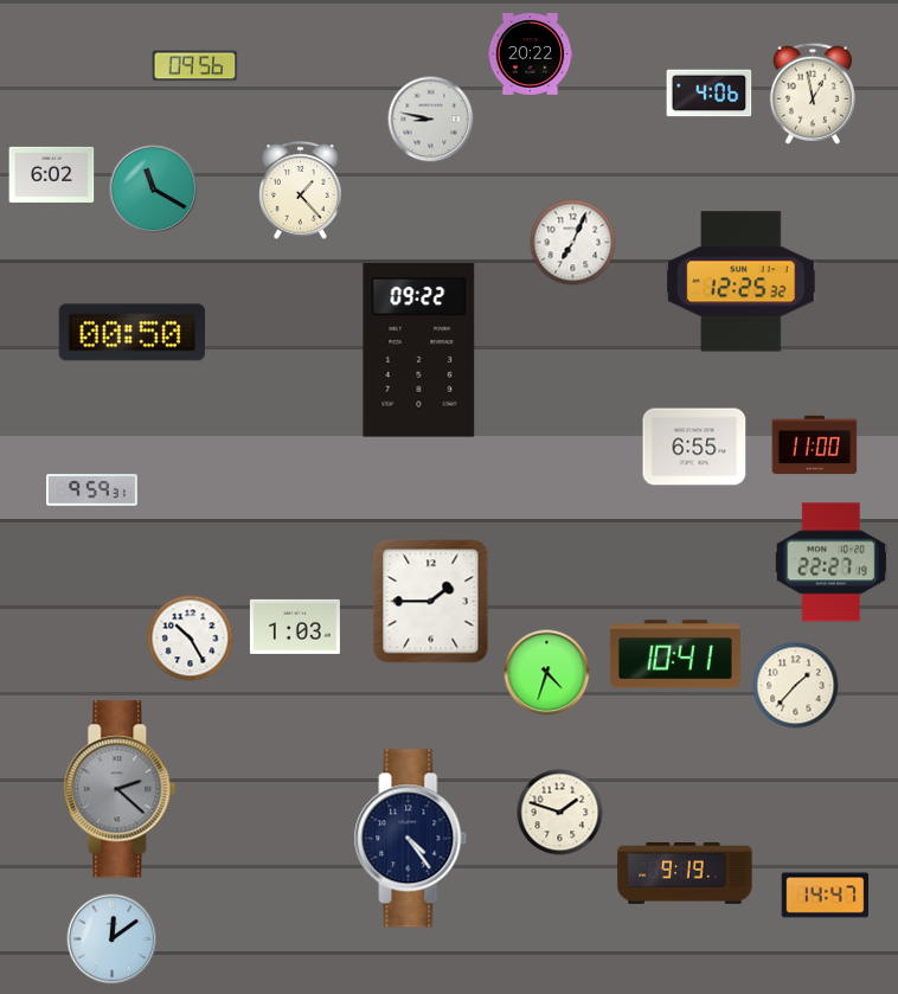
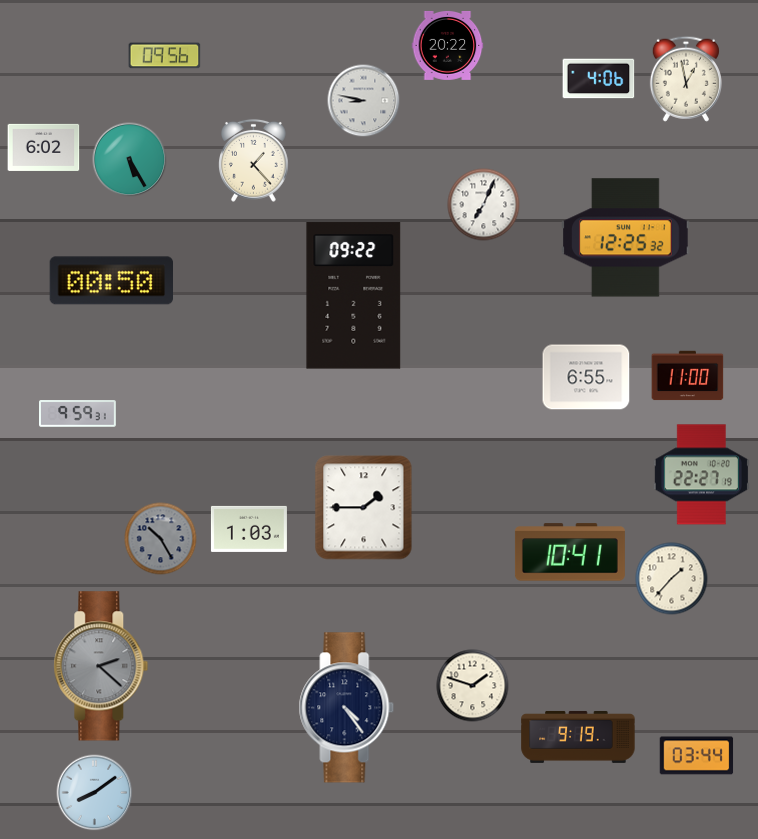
clock at (154, 190): 11:20 -> 5:25
clock at (191, 639) dial: white -> grey
clock at (547, 673): 4:33 -> none
clock at (826, 896): 14:47 -> 03:44
clock at (113, 940): 12:09 -> 8:09
